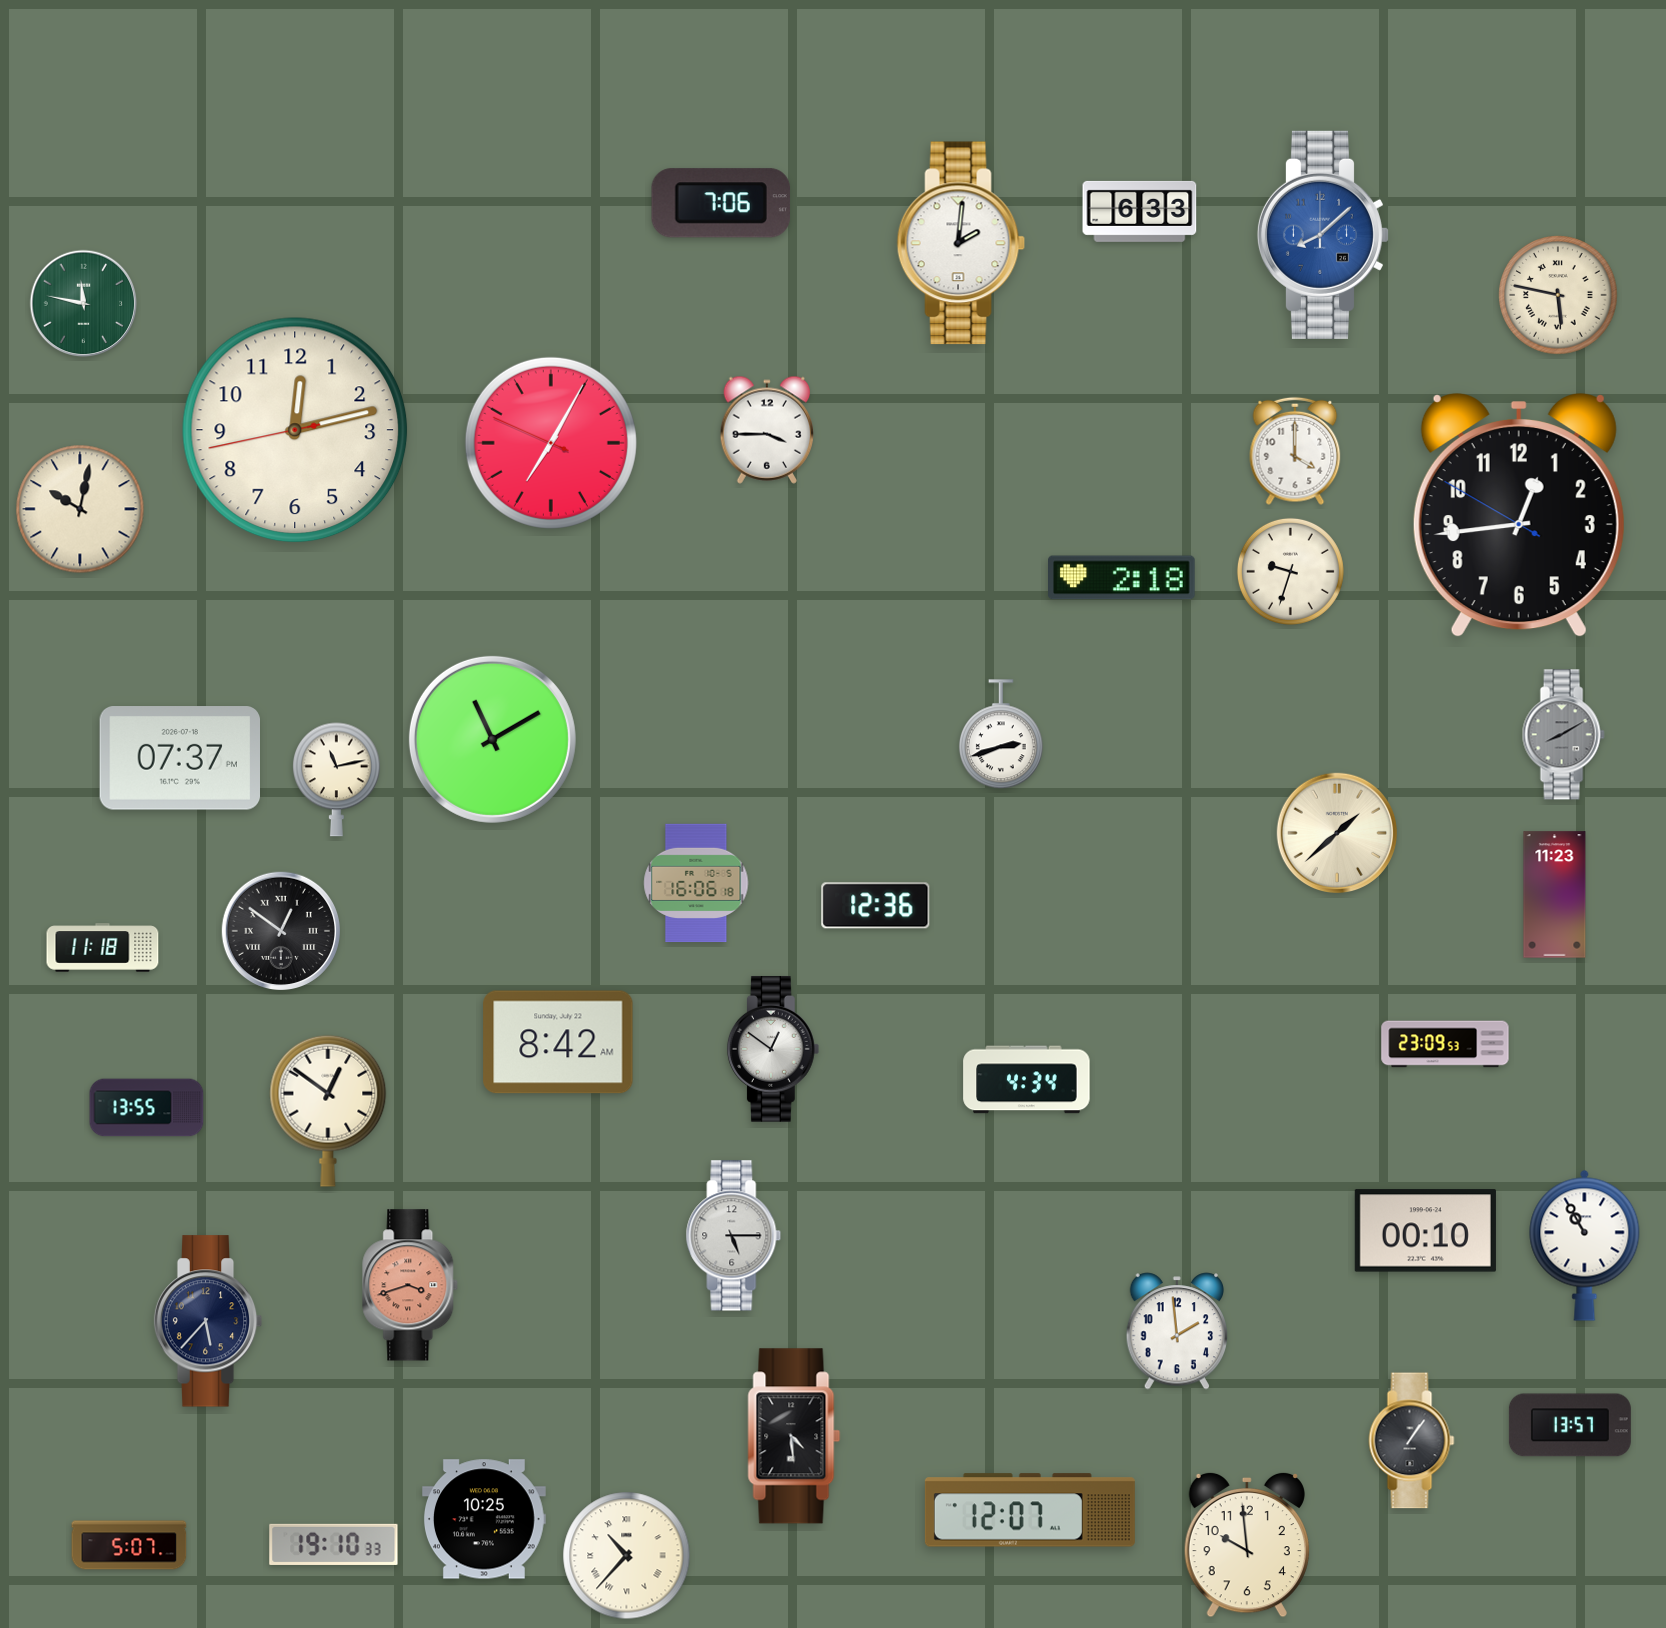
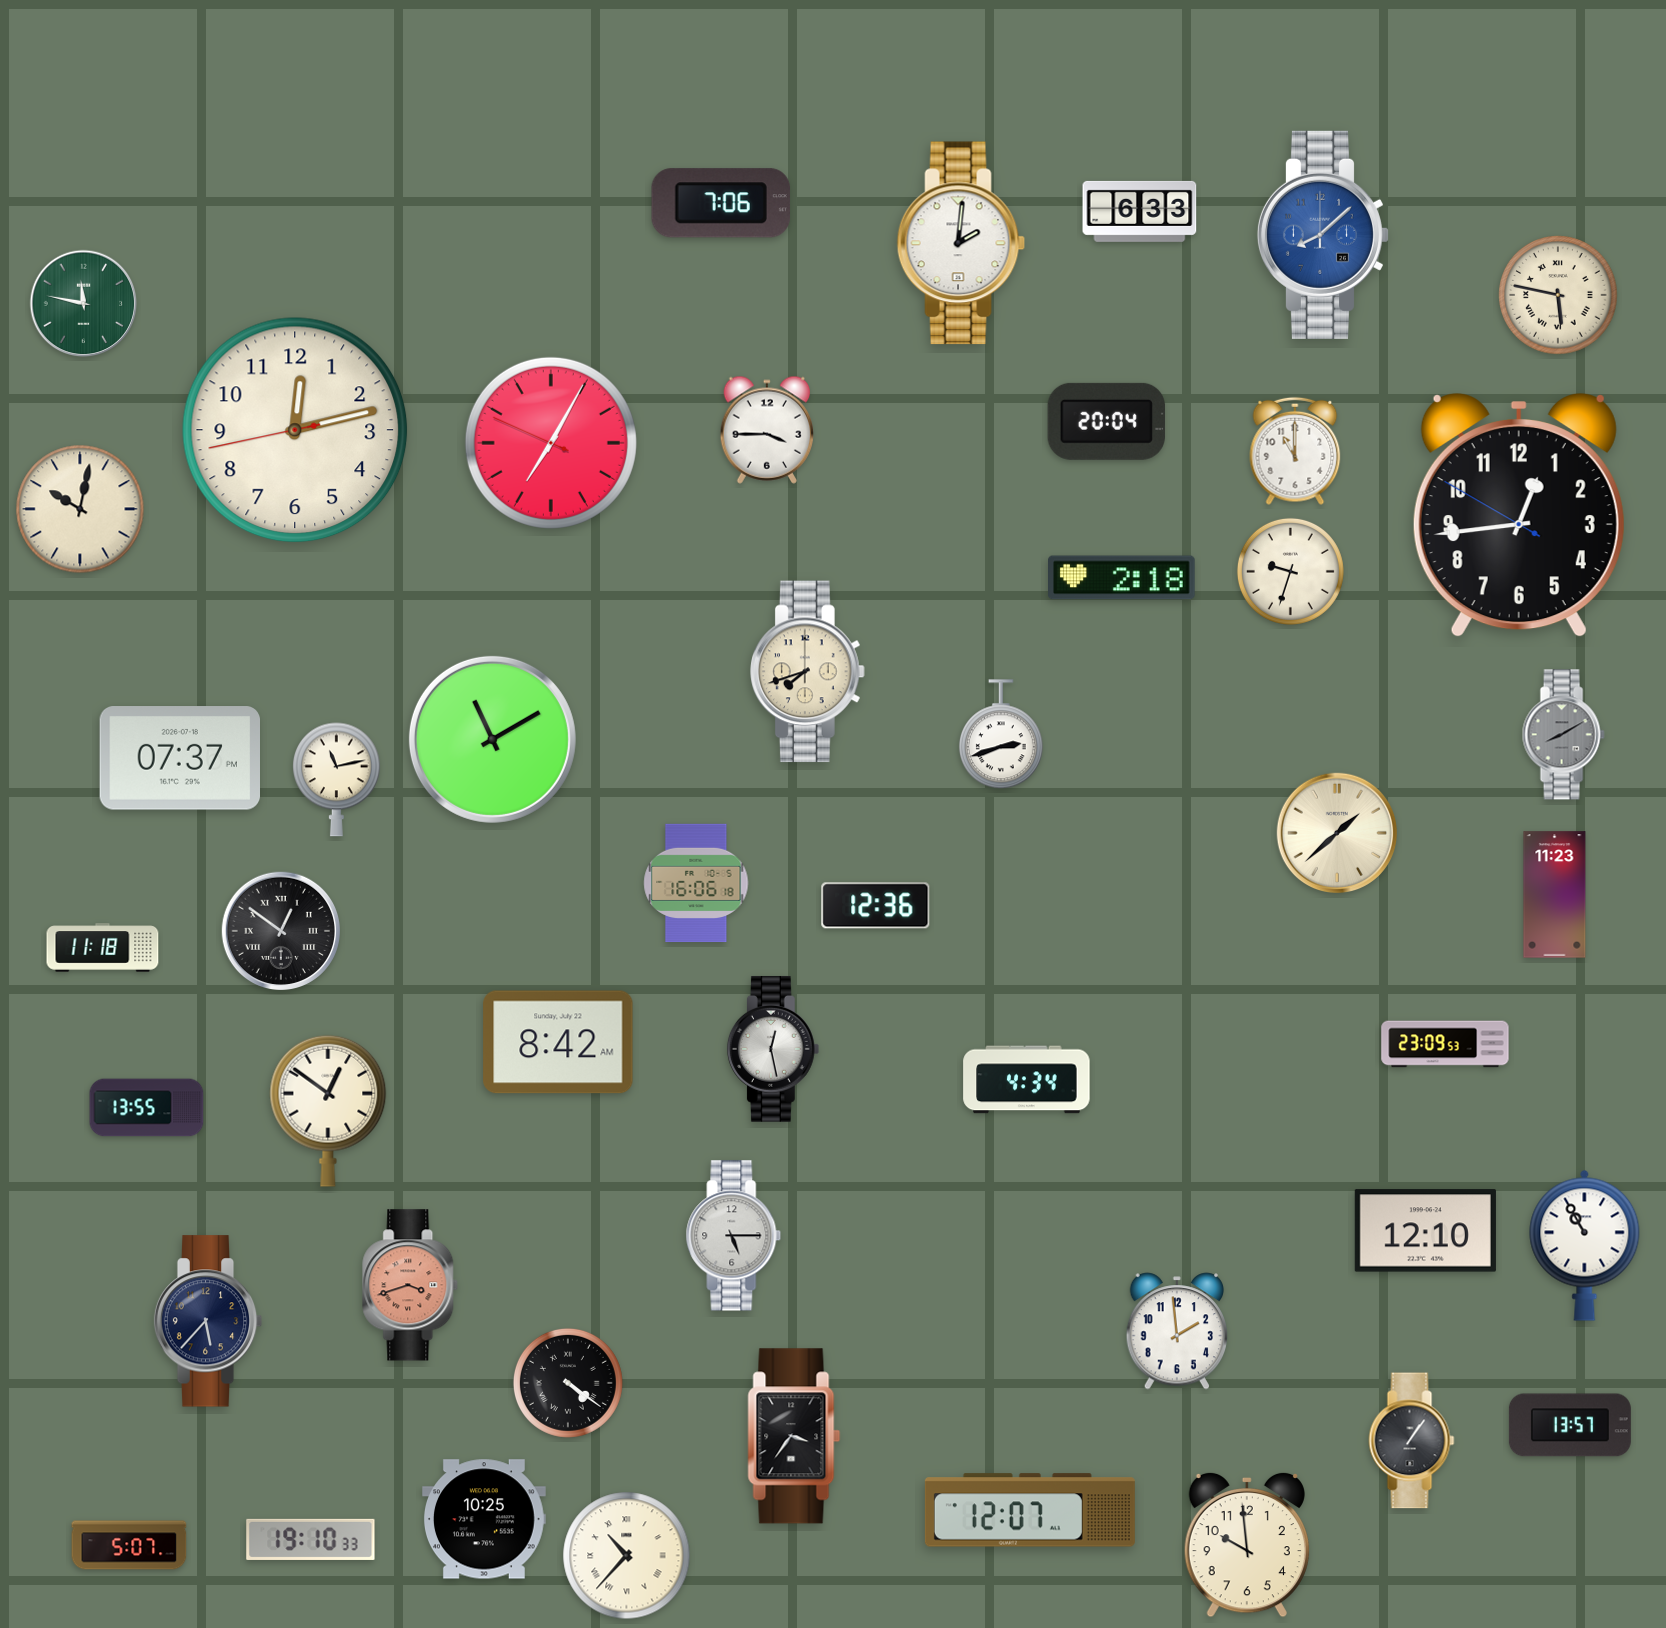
clock at (1106, 421): none -> 20:04
clock at (1295, 451): 4:00 -> 11:00
clock at (808, 672): none -> 7:42
clock at (773, 1049): 12:51 -> 12:28
clock at (1425, 1231): 00:10 -> 12:10
clock at (568, 1383): none -> 4:21
clock at (794, 1436): 4:29 -> 3:36
clock at (334, 1544) position: (334, 1544) -> (311, 1539)
